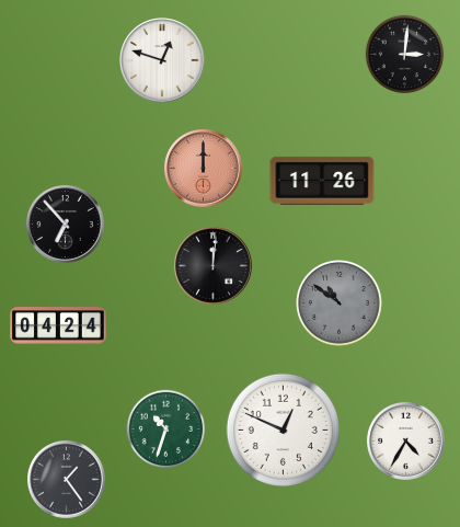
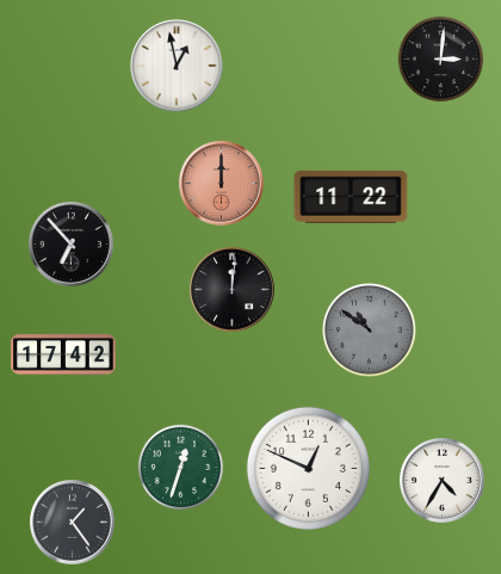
clock at (162, 60): 12:48 -> 12:58
clock at (322, 181): 11:26 -> 11:22
clock at (58, 325): 04:24 -> 17:42
clock at (166, 429): 10:33 -> 12:33
